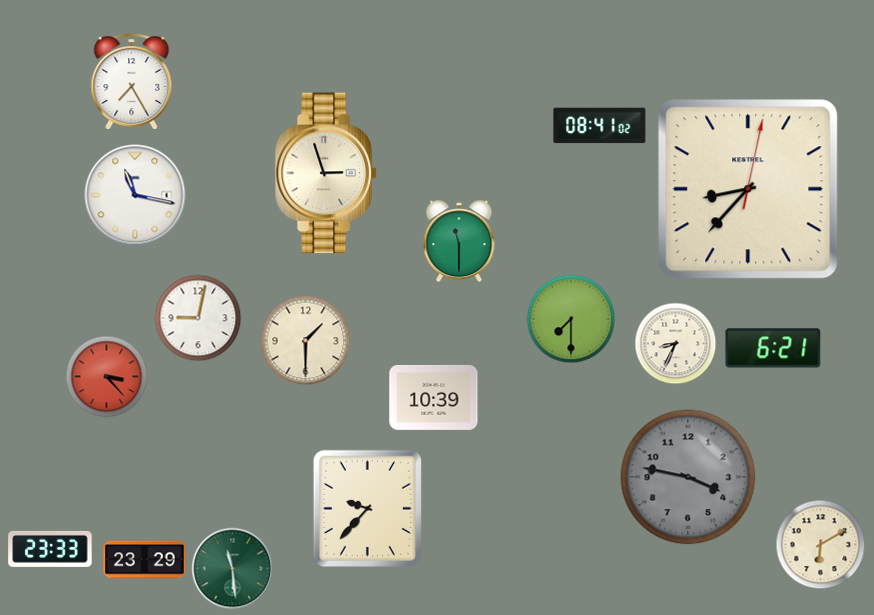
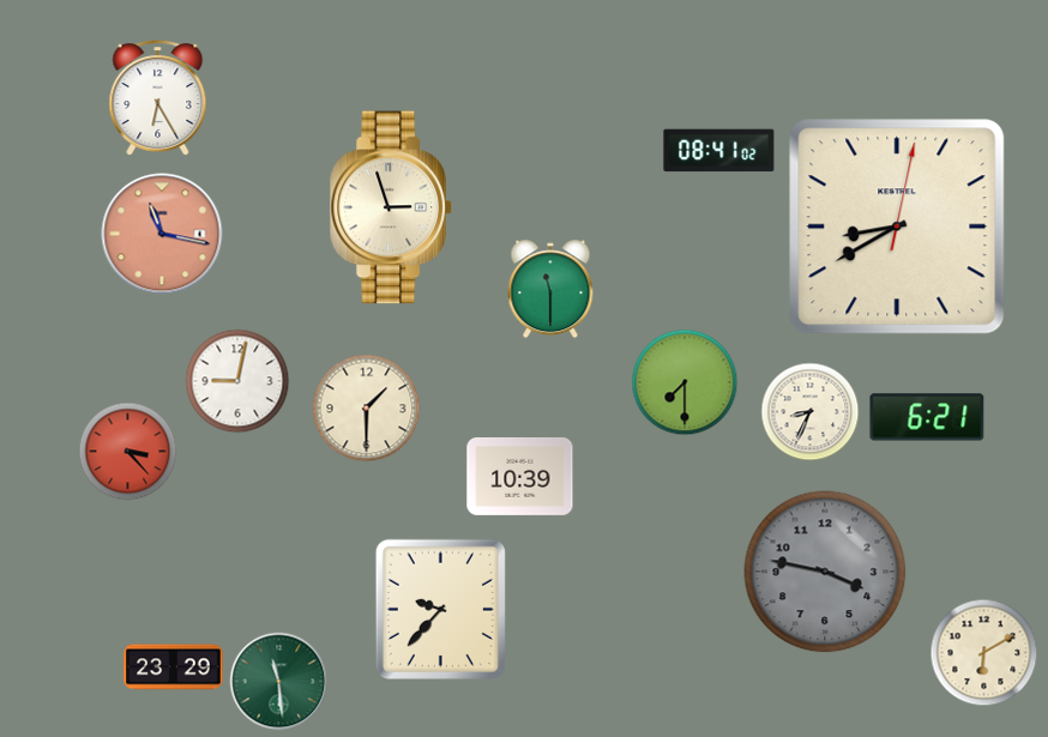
clock at (132, 82): 7:25 -> 6:25
clock at (748, 189): 8:37 -> 8:40
clock at (135, 195) dial: white -> salmon
clock at (50, 549): 23:33 -> none
clock at (145, 560) position: (145, 560) -> (174, 667)
